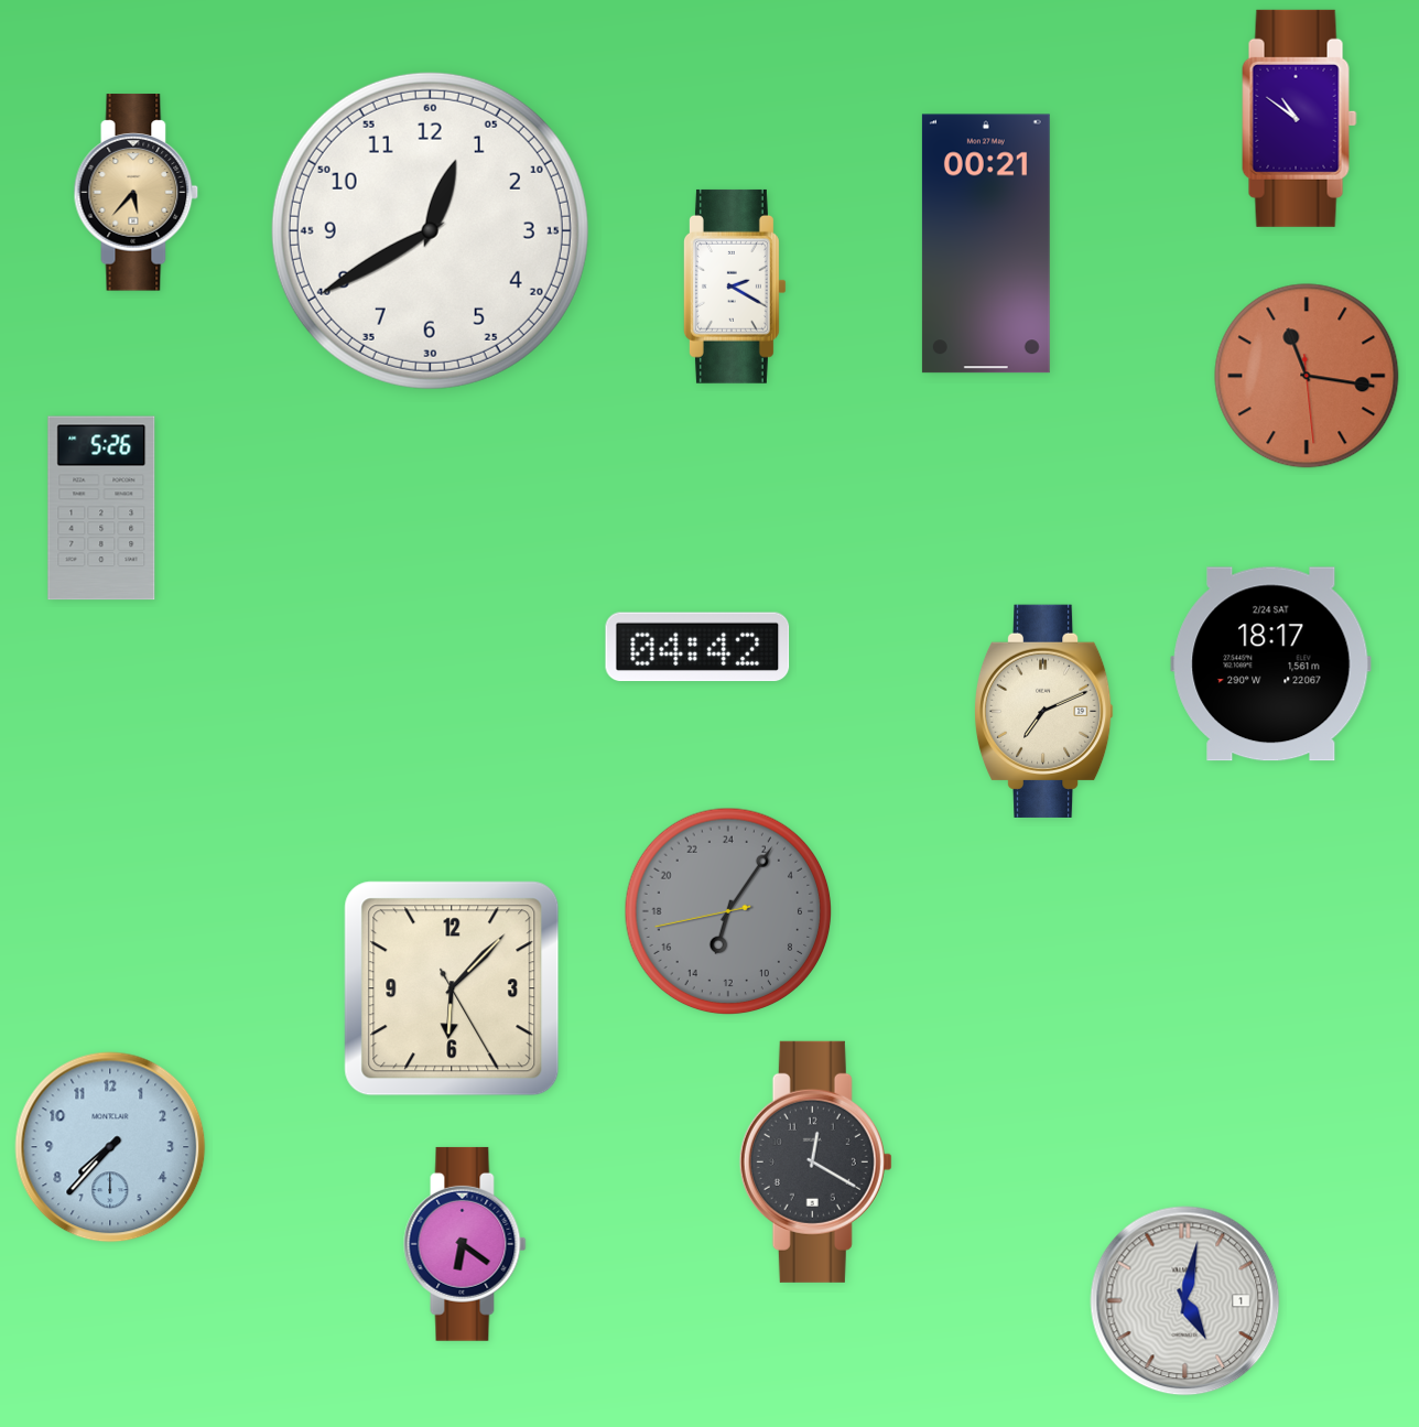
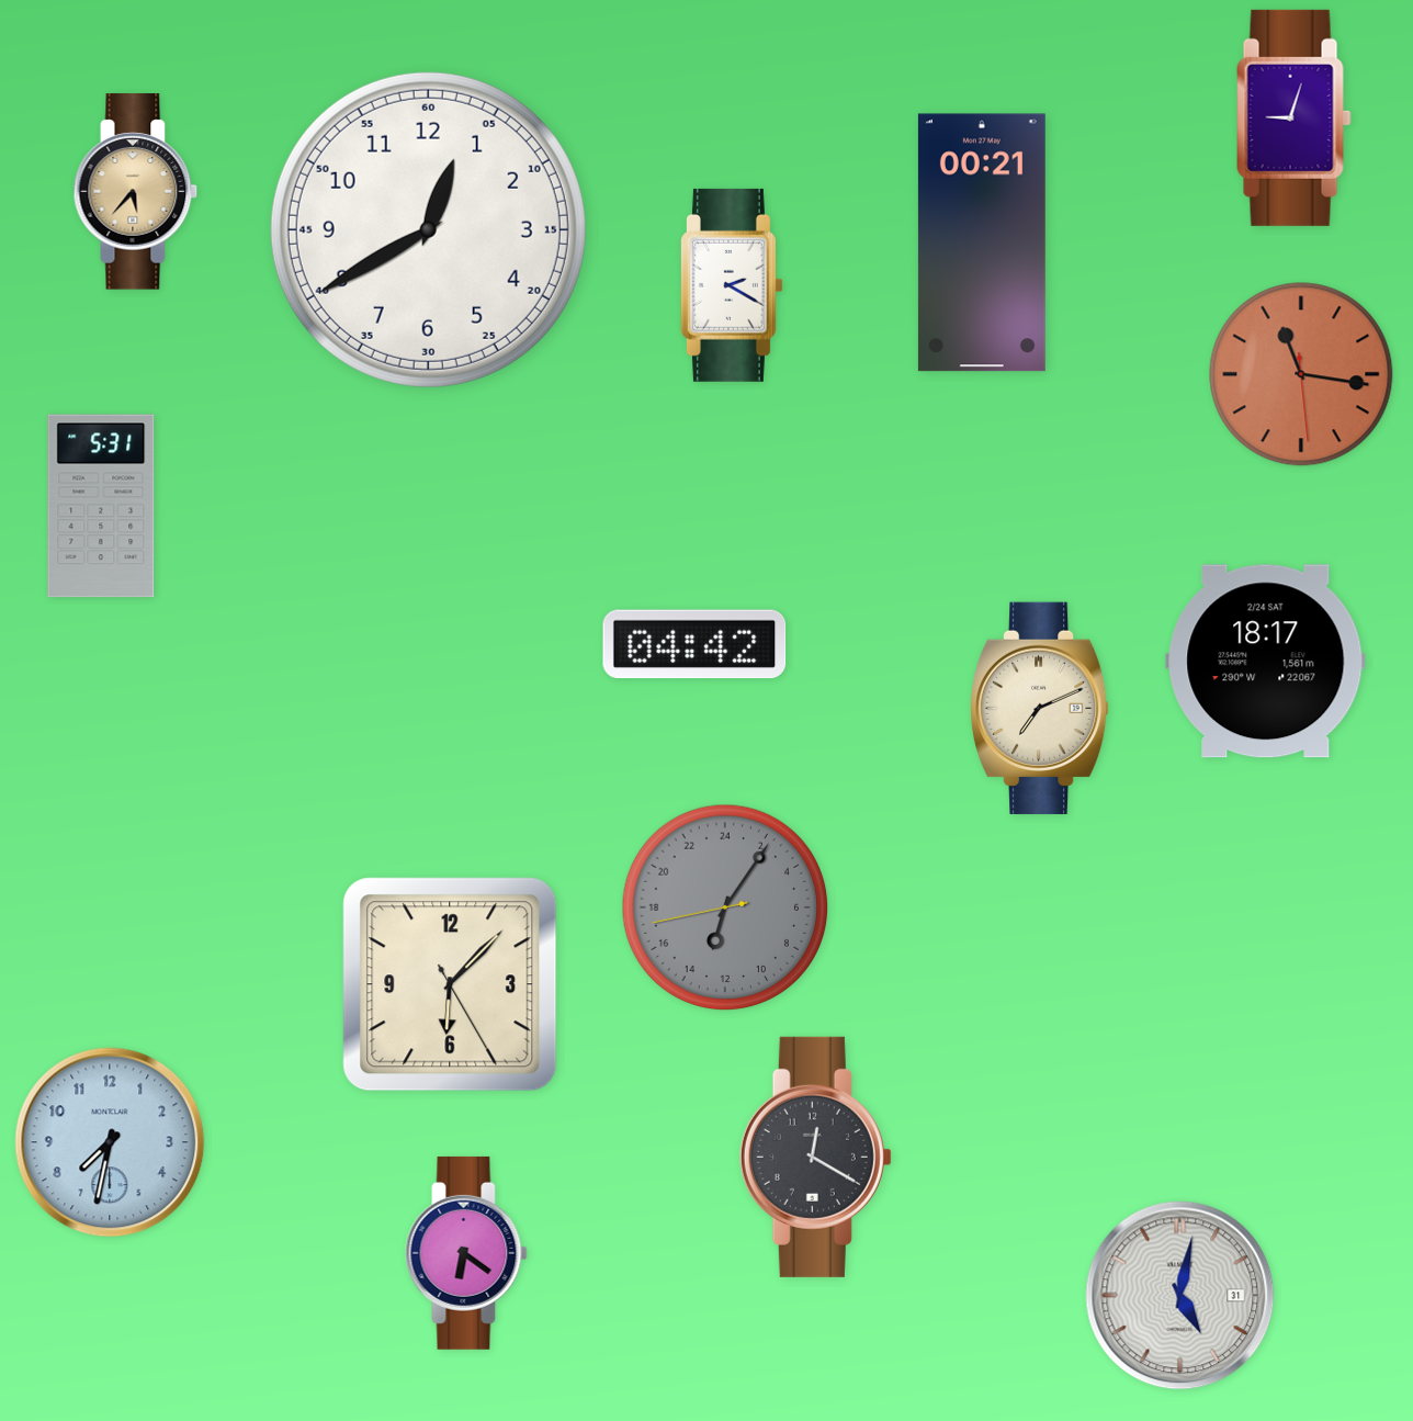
clock at (1300, 118): 10:51 -> 9:03
clock at (101, 508): 5:26 -> 5:31
clock at (110, 1147): 7:37 -> 7:32
clock at (815, 1161) position: (815, 1161) -> (815, 1157)
clock at (465, 1244) position: (465, 1244) -> (466, 1253)
clock at (1185, 1301) date: 1 -> 31
